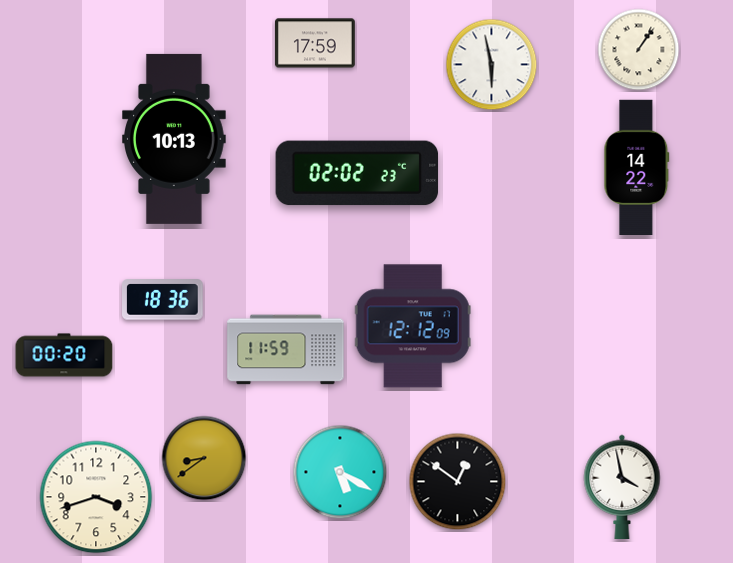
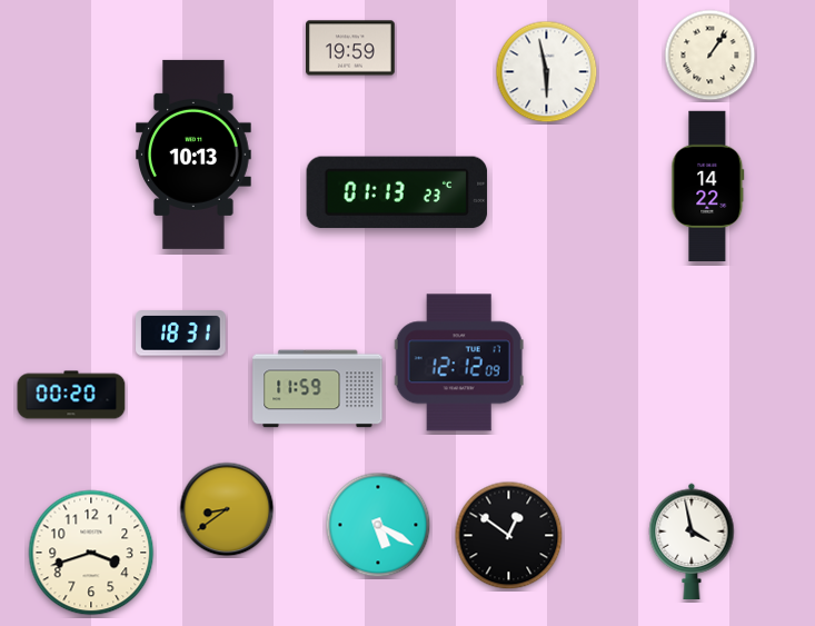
clock at (316, 43): 17:59 -> 19:59
clock at (357, 173): 02:02 -> 01:13
clock at (163, 300): 18:36 -> 18:31
clock at (96, 497) position: (96, 497) -> (91, 553)
